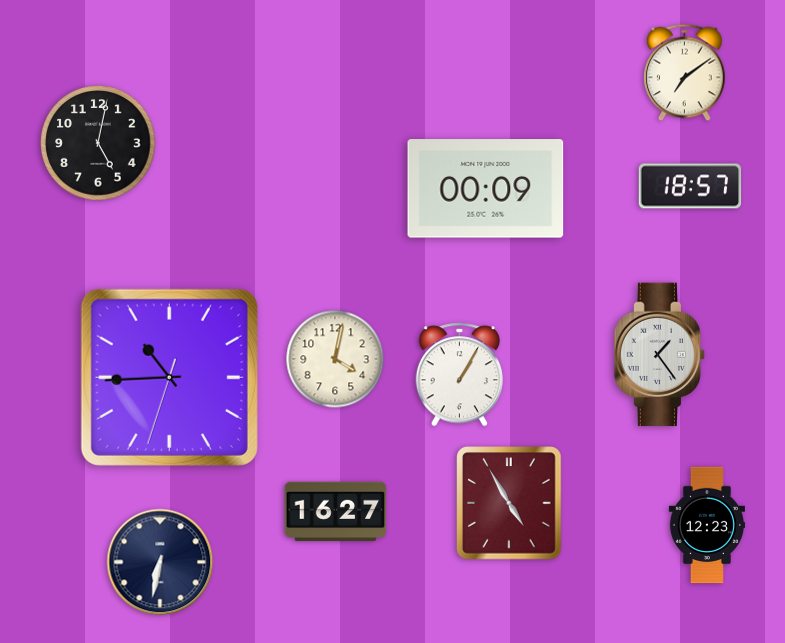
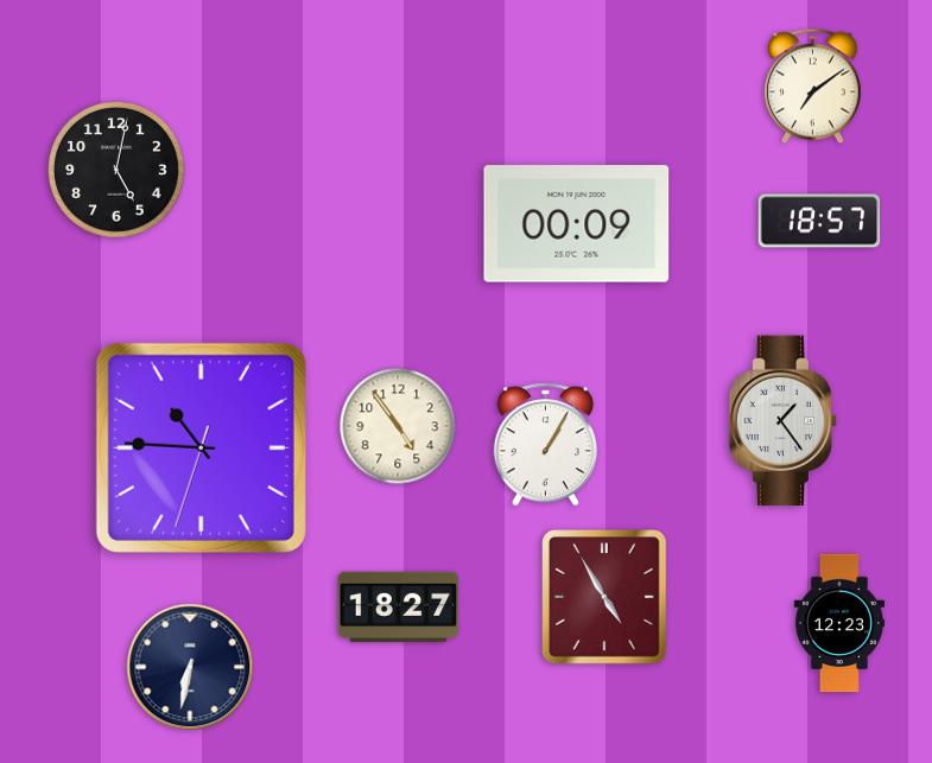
clock at (335, 359): 4:02 -> 4:54
clock at (169, 377): 10:44 -> 10:45
clock at (336, 512): 16:27 -> 18:27
